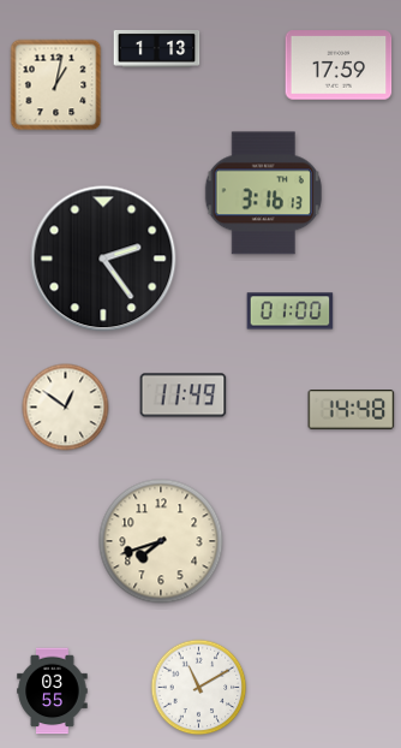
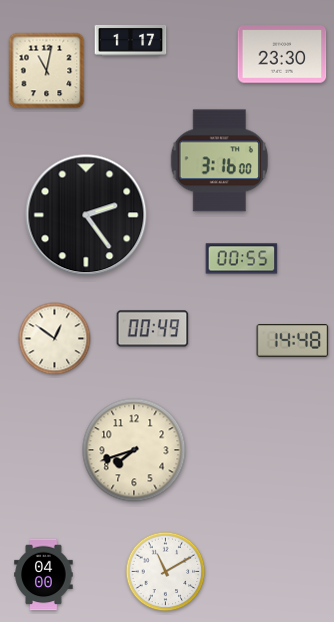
clock at (157, 48): 1:13 -> 1:17
clock at (339, 65): 17:59 -> 23:30
clock at (56, 85): 1:02 -> 11:02
clock at (263, 194): 3:16:13 -> 3:16:00
clock at (291, 311): 01:00 -> 00:55
clock at (184, 396): 11:49 -> 00:49
clock at (53, 691): 03:55 -> 04:00
